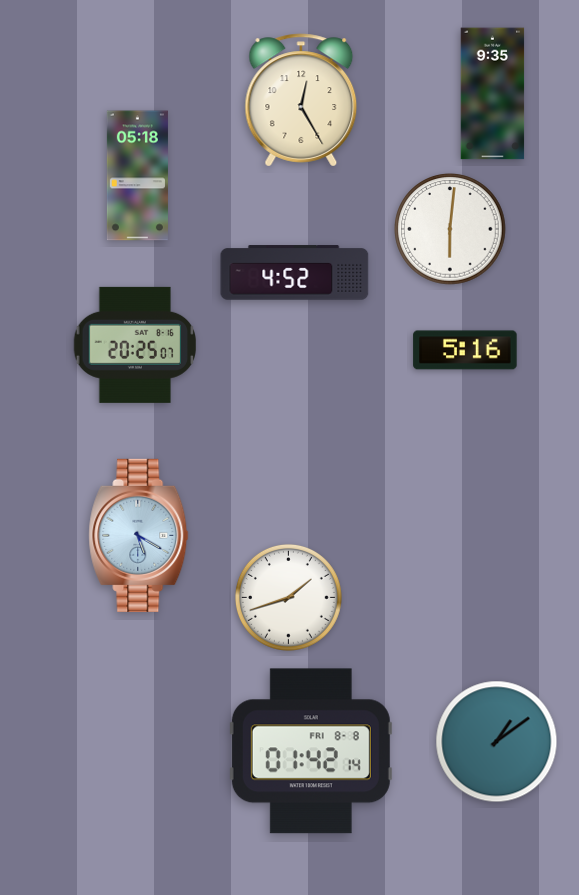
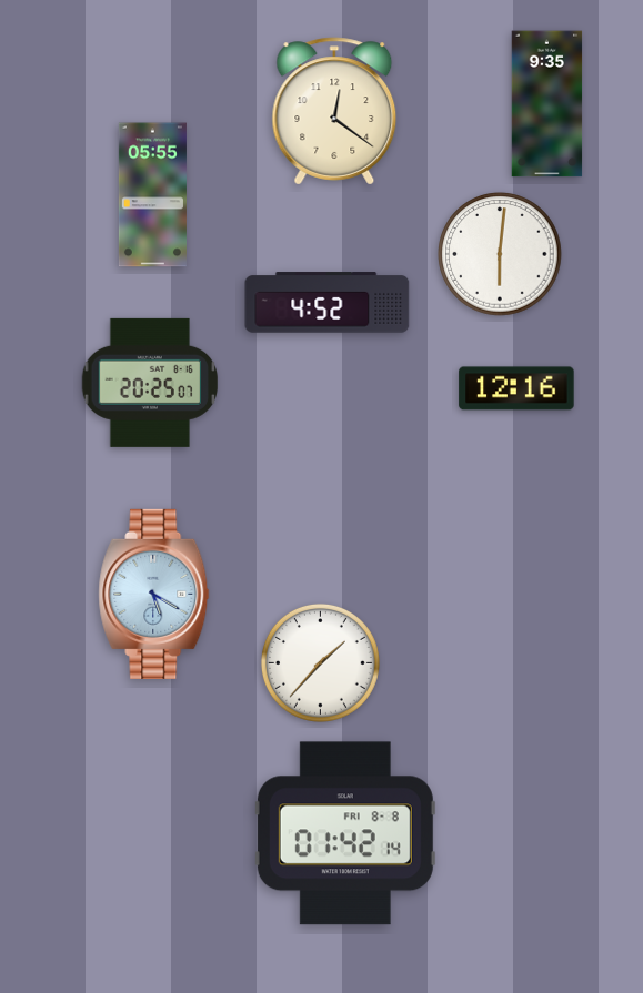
clock at (301, 100): 12:25 -> 12:21
clock at (137, 176): 05:18 -> 05:55
clock at (465, 350): 5:16 -> 12:16
clock at (288, 597): 1:42 -> 1:37
clock at (497, 742): 1:09 -> none
